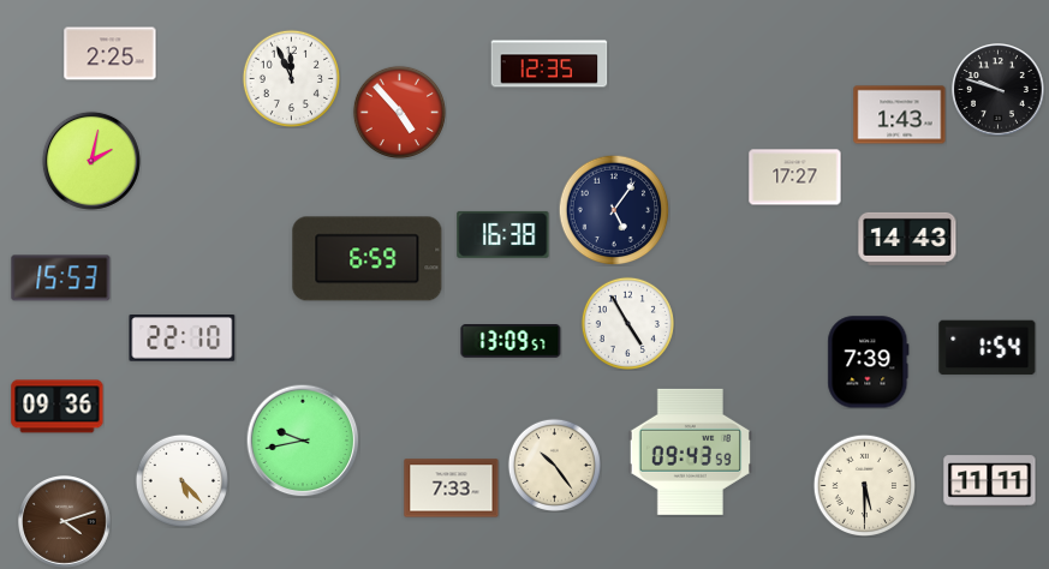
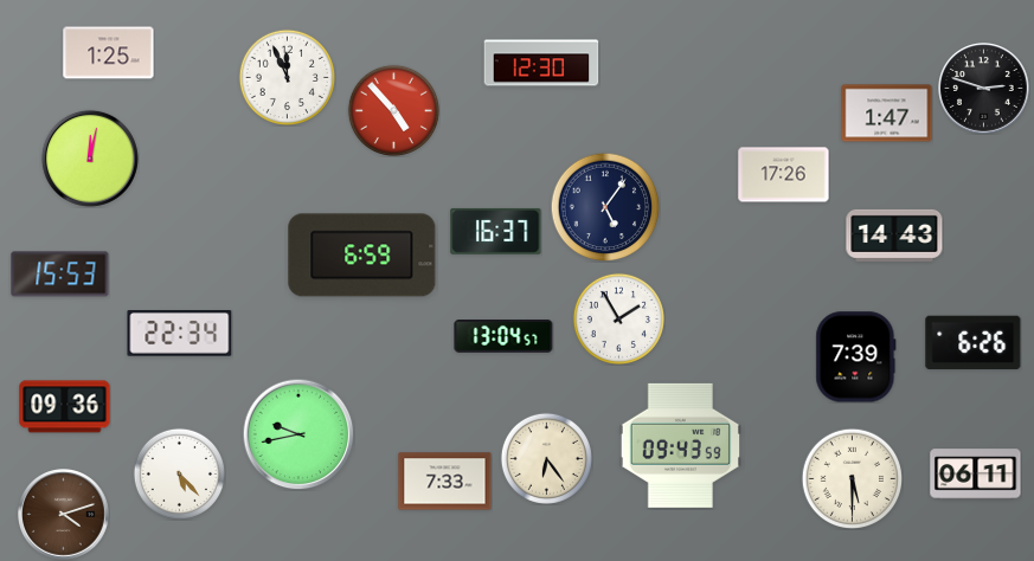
clock at (111, 54): 2:25 -> 1:25
clock at (549, 64): 12:35 -> 12:30
clock at (999, 90): 9:48 -> 2:48
clock at (900, 115): 1:43 -> 1:47
clock at (91, 161): 2:02 -> 12:02
clock at (795, 178): 17:27 -> 17:26
clock at (503, 234): 16:38 -> 16:37
clock at (627, 323): 4:55 -> 1:55
clock at (183, 339): 22:10 -> 22:34
clock at (511, 342): 13:09 -> 13:04
clock at (988, 348): 1:54 -> 6:26
clock at (58, 407) position: (58, 407) -> (65, 407)
clock at (554, 465): 10:24 -> 6:24
clock at (990, 481): 11:11 -> 06:11
